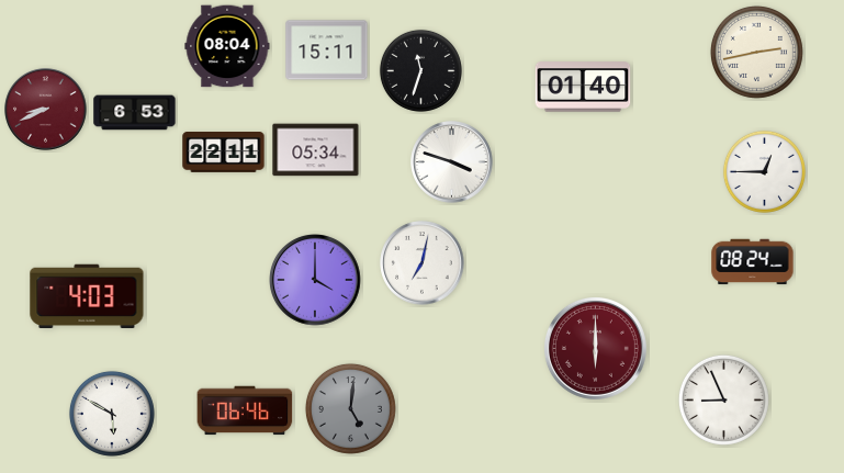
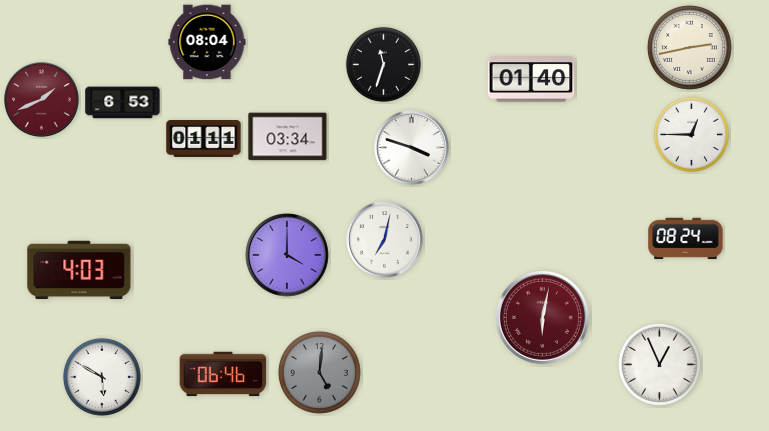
clock at (327, 50): 15:11 -> none
clock at (46, 110): 8:41 -> 1:41
clock at (316, 150): 05:34 -> 03:34
clock at (224, 153): 22:11 -> 01:11
clock at (764, 171) position: (764, 171) -> (691, 134)
clock at (595, 348): 6:00 -> 6:02
clock at (723, 399): 8:56 -> 12:56
